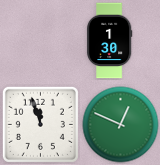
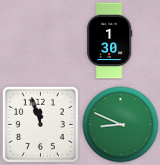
clock at (121, 125): 12:49 -> 8:49
